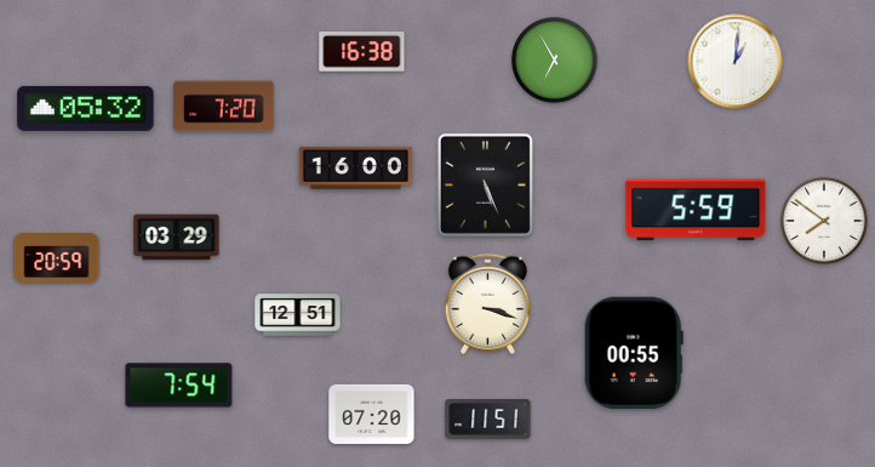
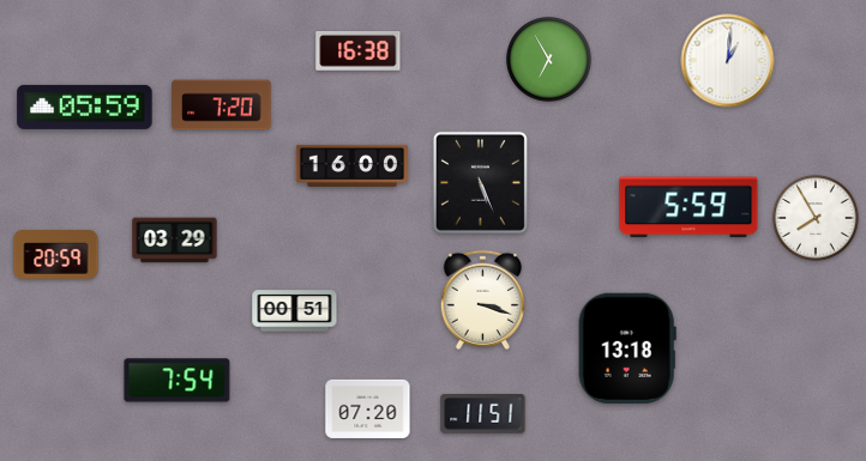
clock at (86, 108): 05:32 -> 05:59
clock at (824, 221): 7:51 -> 7:55
clock at (177, 238) position: (177, 238) -> (175, 241)
clock at (298, 315): 12:51 -> 00:51
clock at (634, 353): 00:55 -> 13:18
